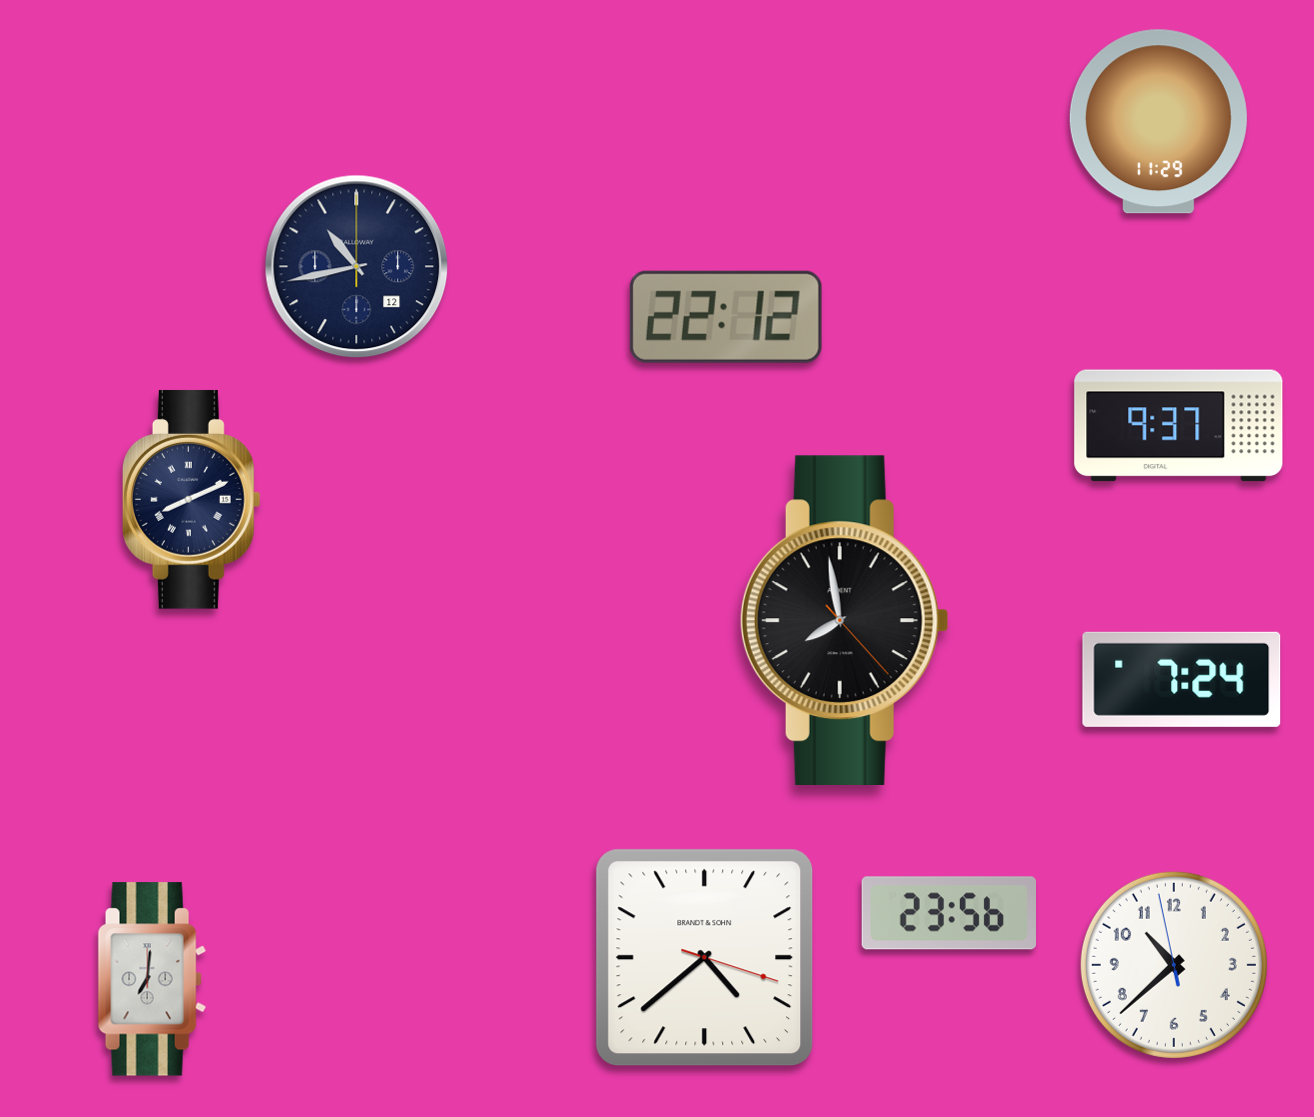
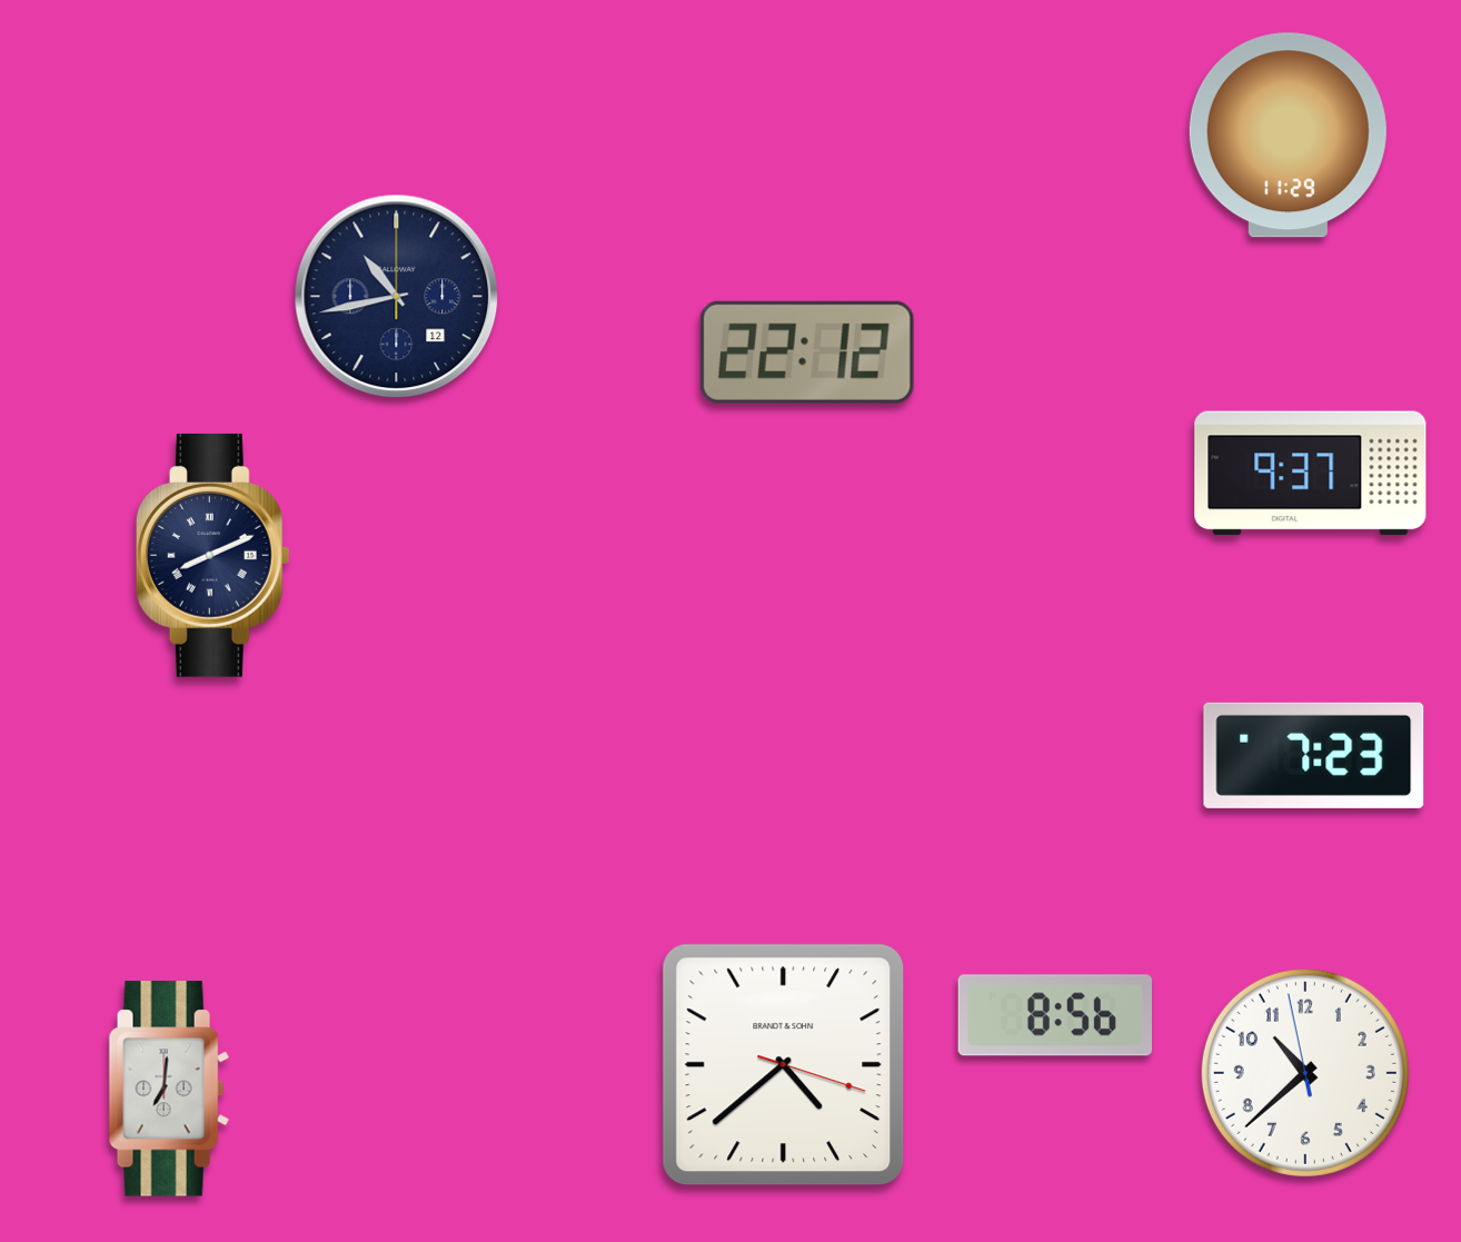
clock at (844, 620): 7:58 -> none
clock at (1182, 679): 7:24 -> 7:23
clock at (948, 913): 23:56 -> 8:56
